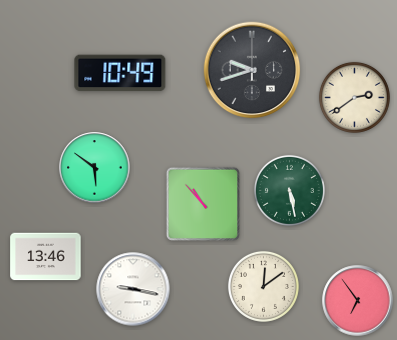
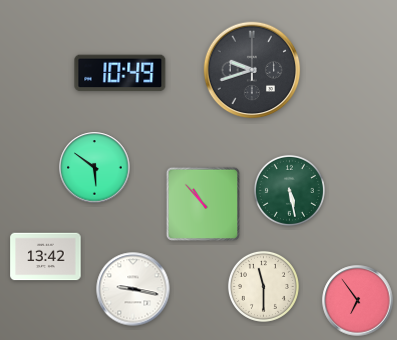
clock at (354, 97): 2:39 -> none
clock at (46, 257): 13:46 -> 13:42
clock at (263, 286): 12:09 -> 11:30
